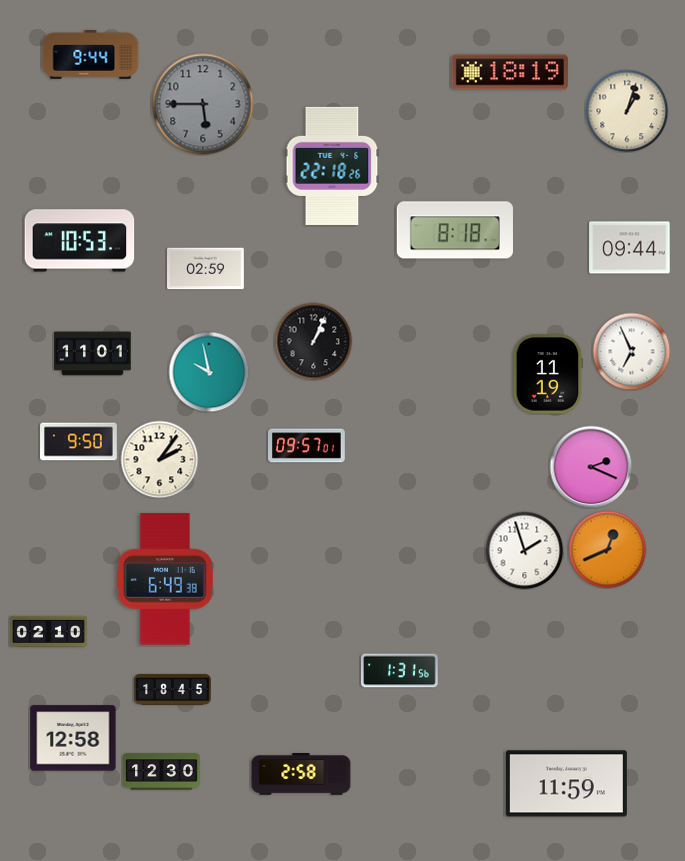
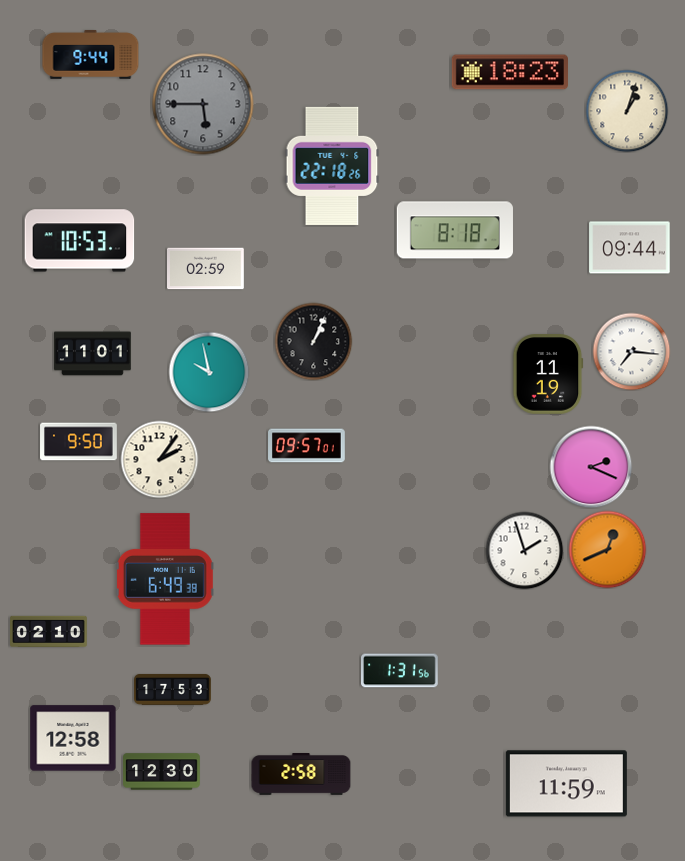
clock at (510, 72): 18:19 -> 18:23
clock at (631, 351): 6:56 -> 7:16
clock at (173, 689): 18:45 -> 17:53
